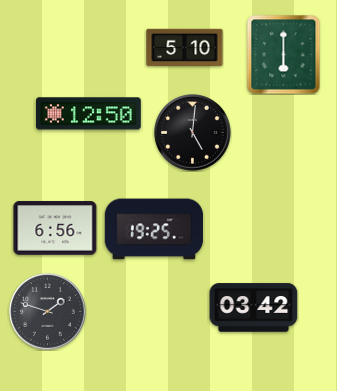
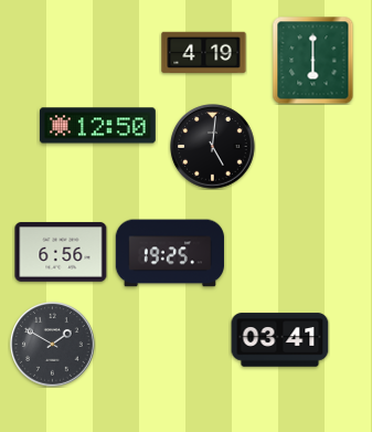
clock at (185, 48): 5:10 -> 4:19
clock at (254, 308): 03:42 -> 03:41
clock at (48, 312): 1:48 -> 1:50
